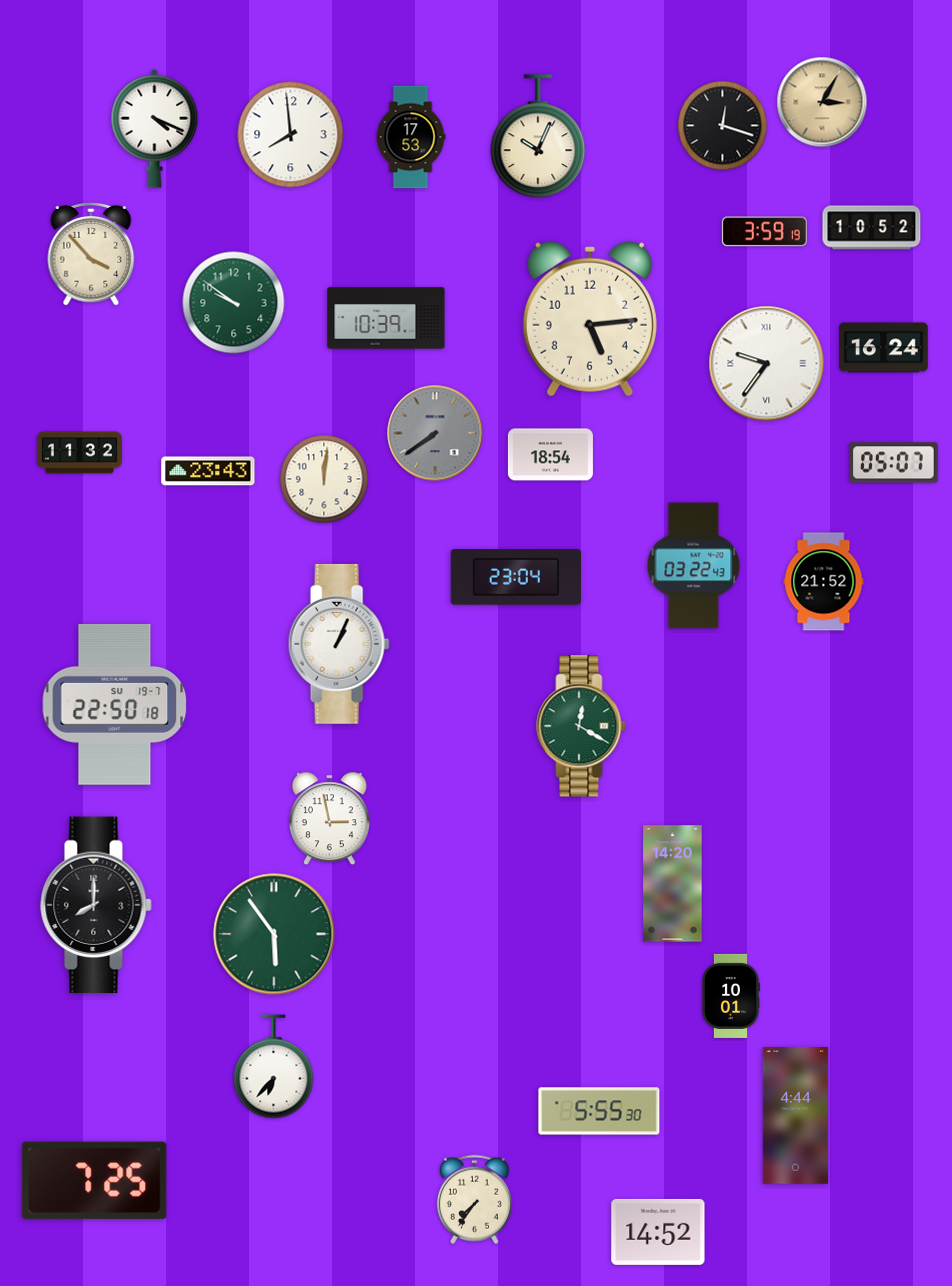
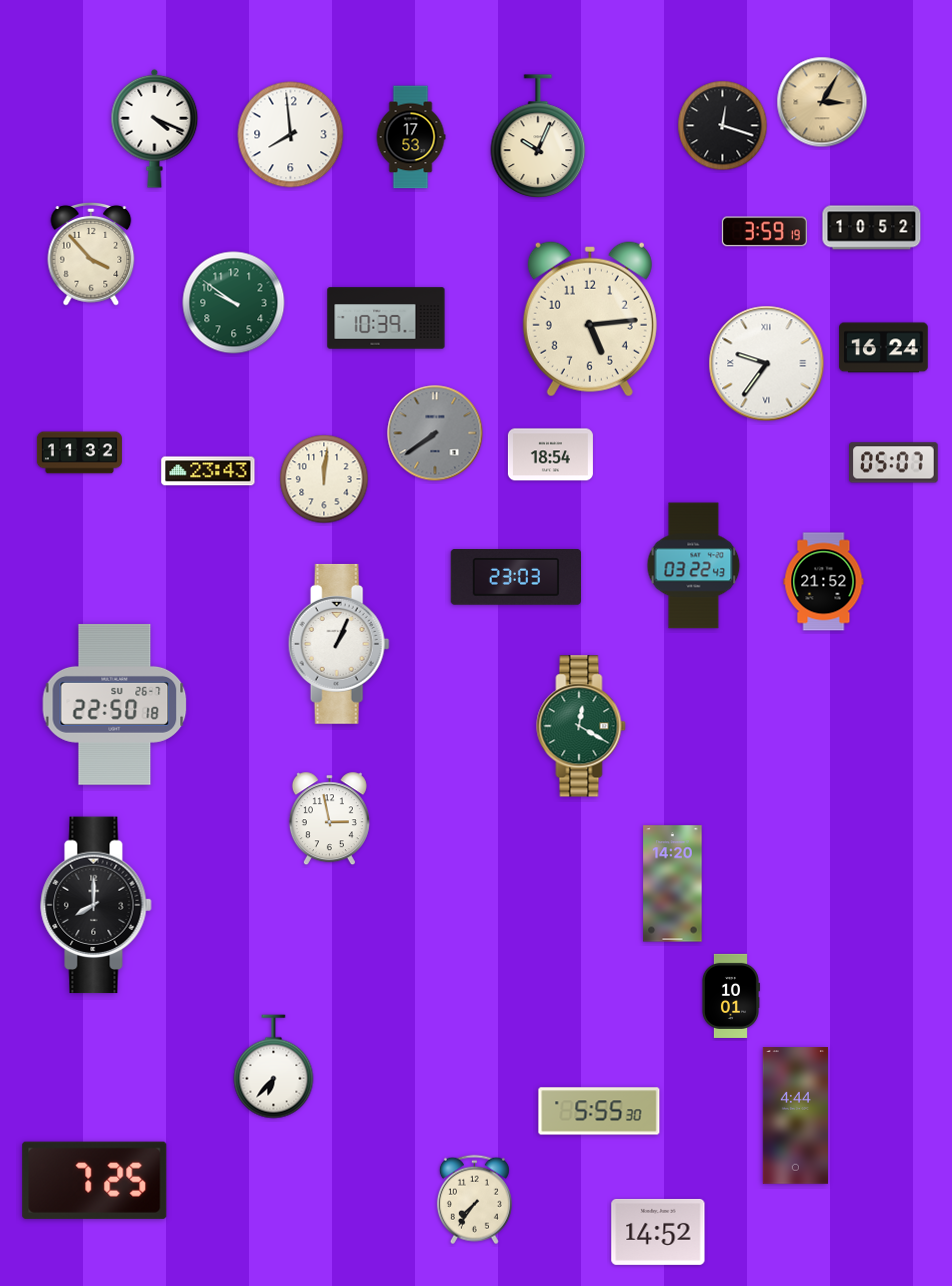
clock at (515, 578): 23:04 -> 23:03
clock at (115, 704) date: SU 19-7 -> SU 26-7
clock at (274, 934): 5:54 -> none
